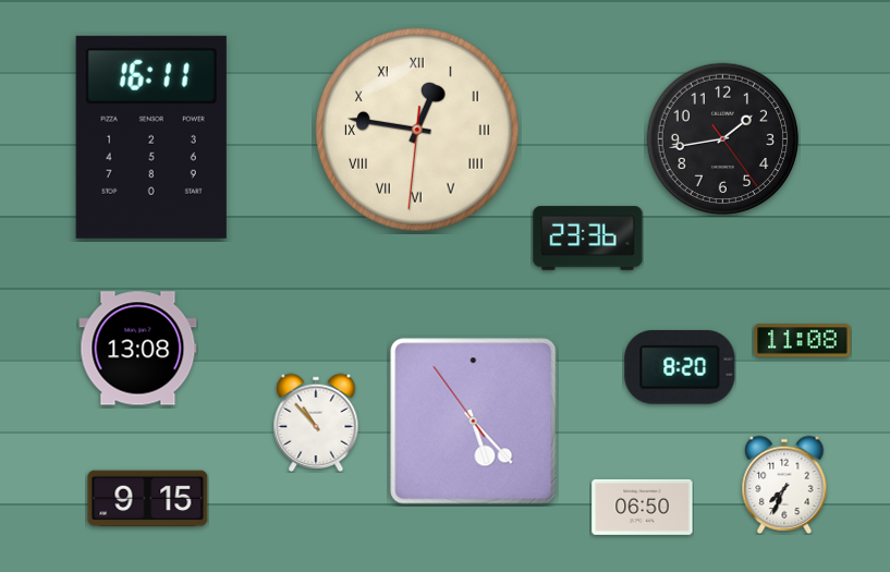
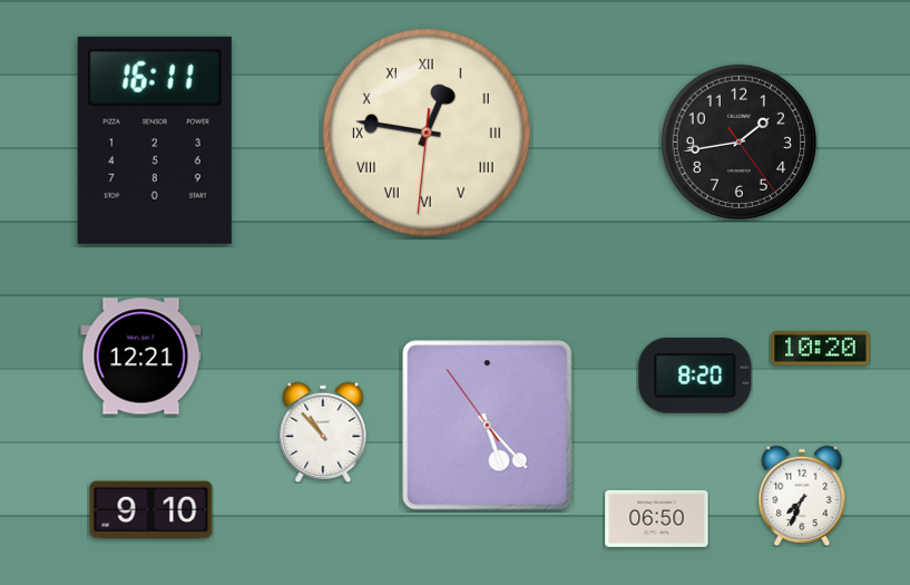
clock at (588, 239): 23:36 -> none
clock at (803, 341): 11:08 -> 10:20
clock at (138, 349): 13:08 -> 12:21
clock at (474, 422) position: (474, 422) -> (488, 426)
clock at (148, 499): 9:15 -> 9:10
